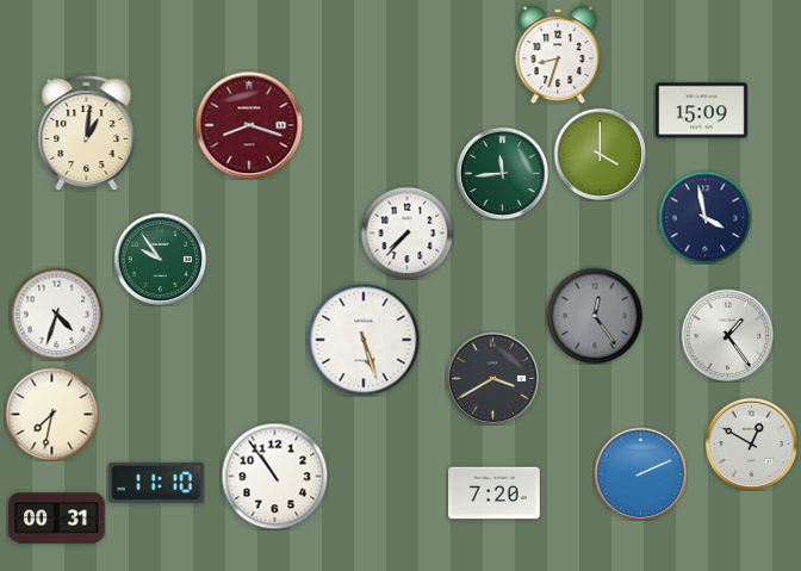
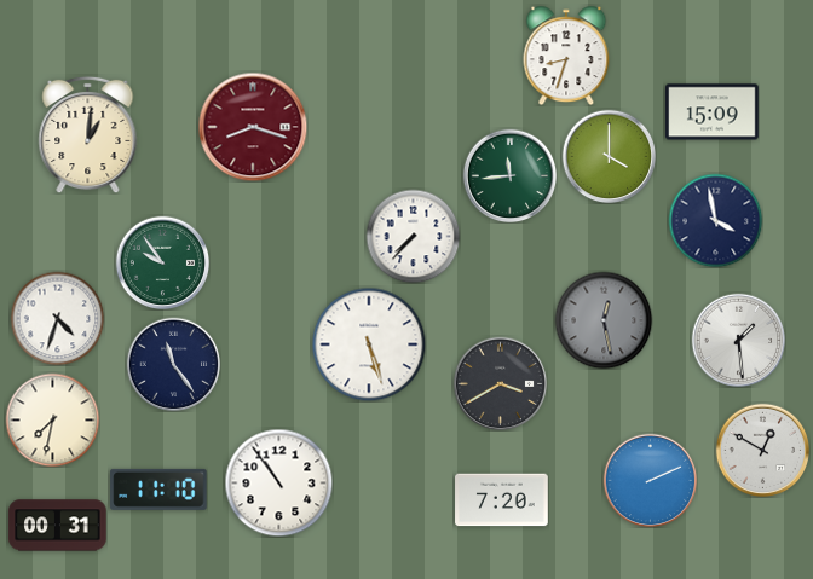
clock at (595, 316): 12:24 -> 12:28
clock at (727, 335): 1:24 -> 1:29
clock at (173, 364): none -> 11:24
